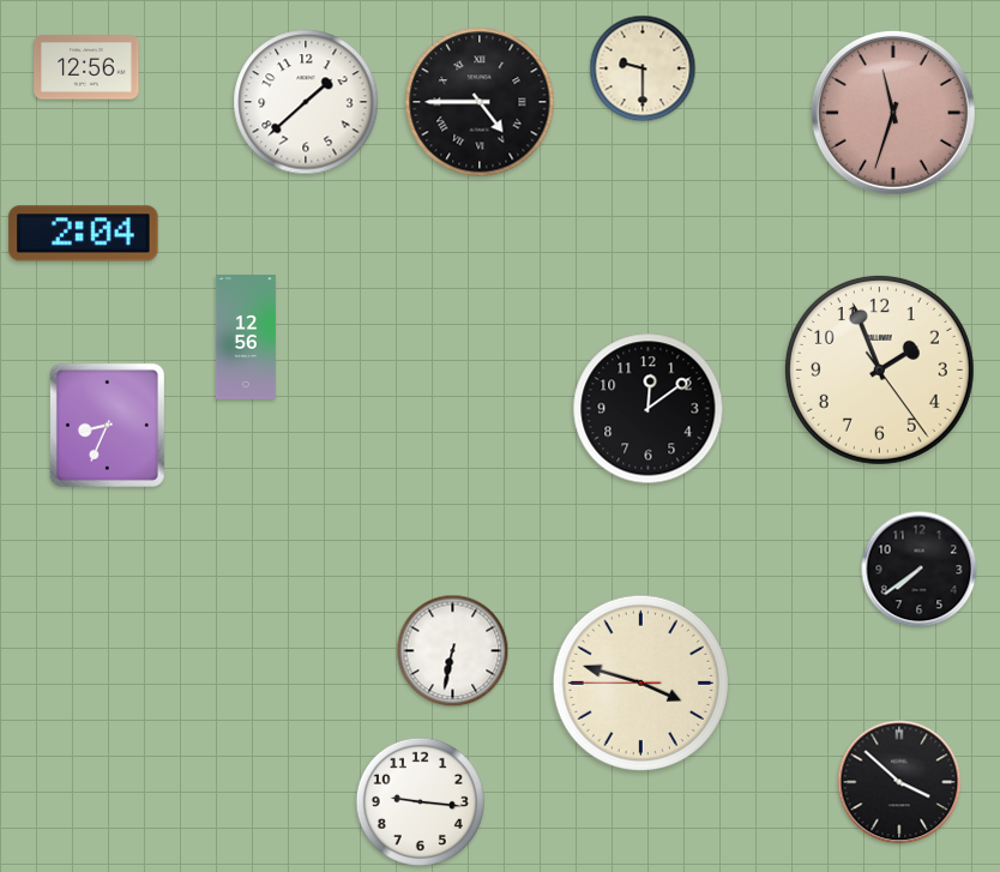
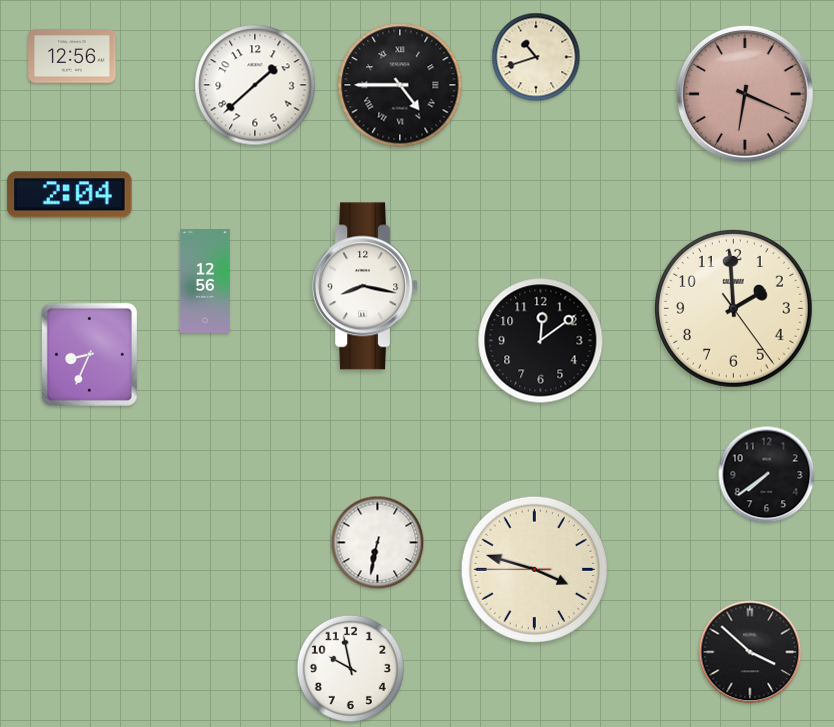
clock at (643, 68): 9:30 -> 10:42
clock at (893, 113): 11:33 -> 6:19
clock at (366, 286): none -> 8:17
clock at (879, 369): 1:56 -> 1:59
clock at (420, 801): 9:16 -> 9:58
